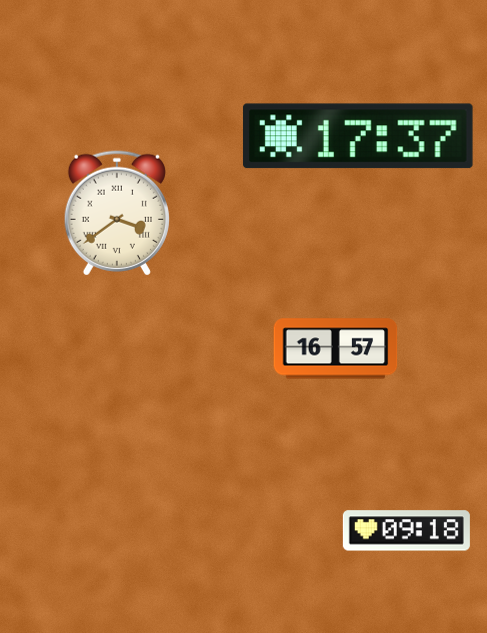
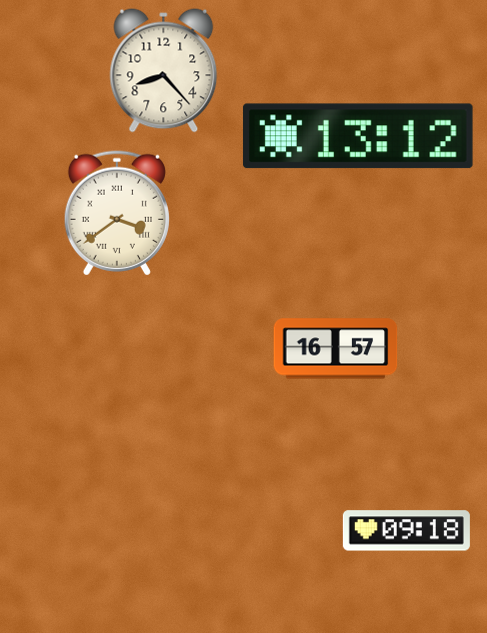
clock at (164, 71): none -> 8:23
clock at (358, 136): 17:37 -> 13:12
